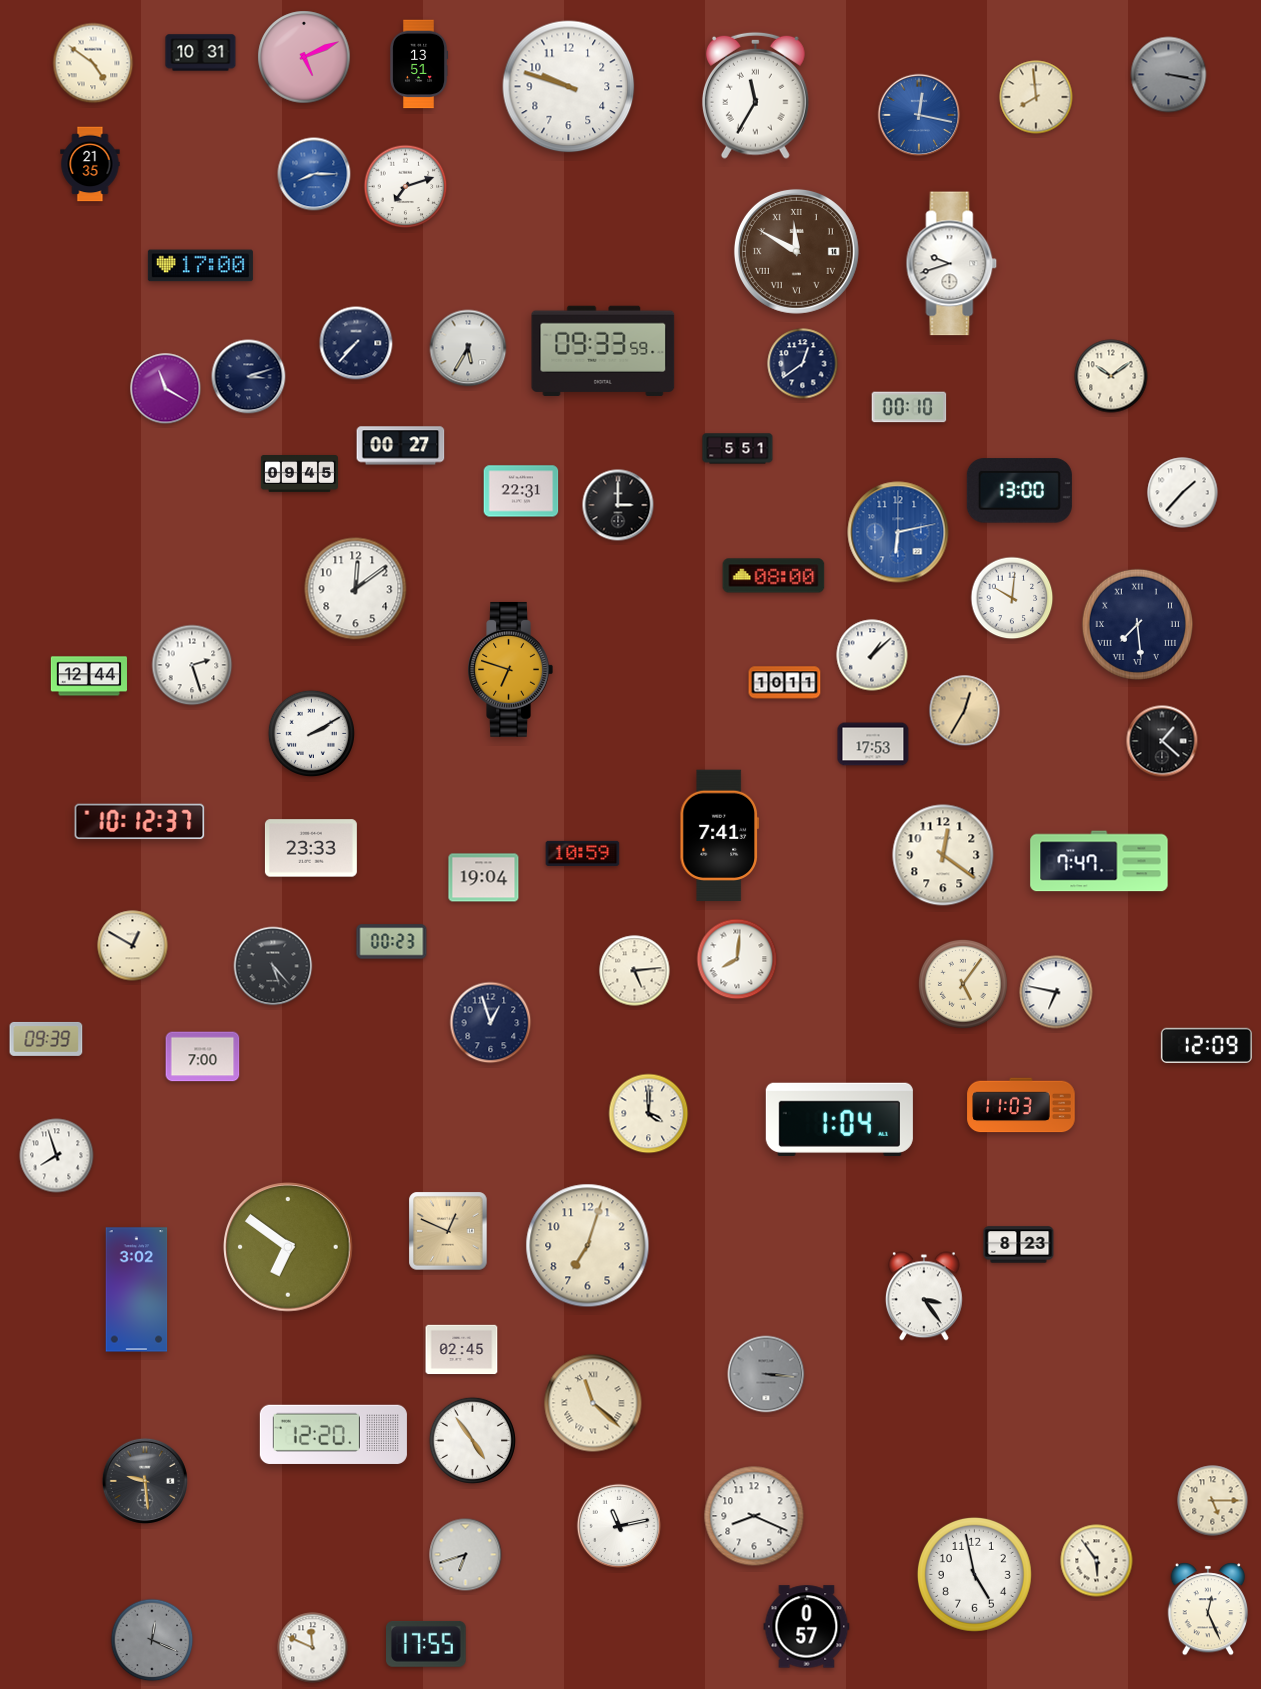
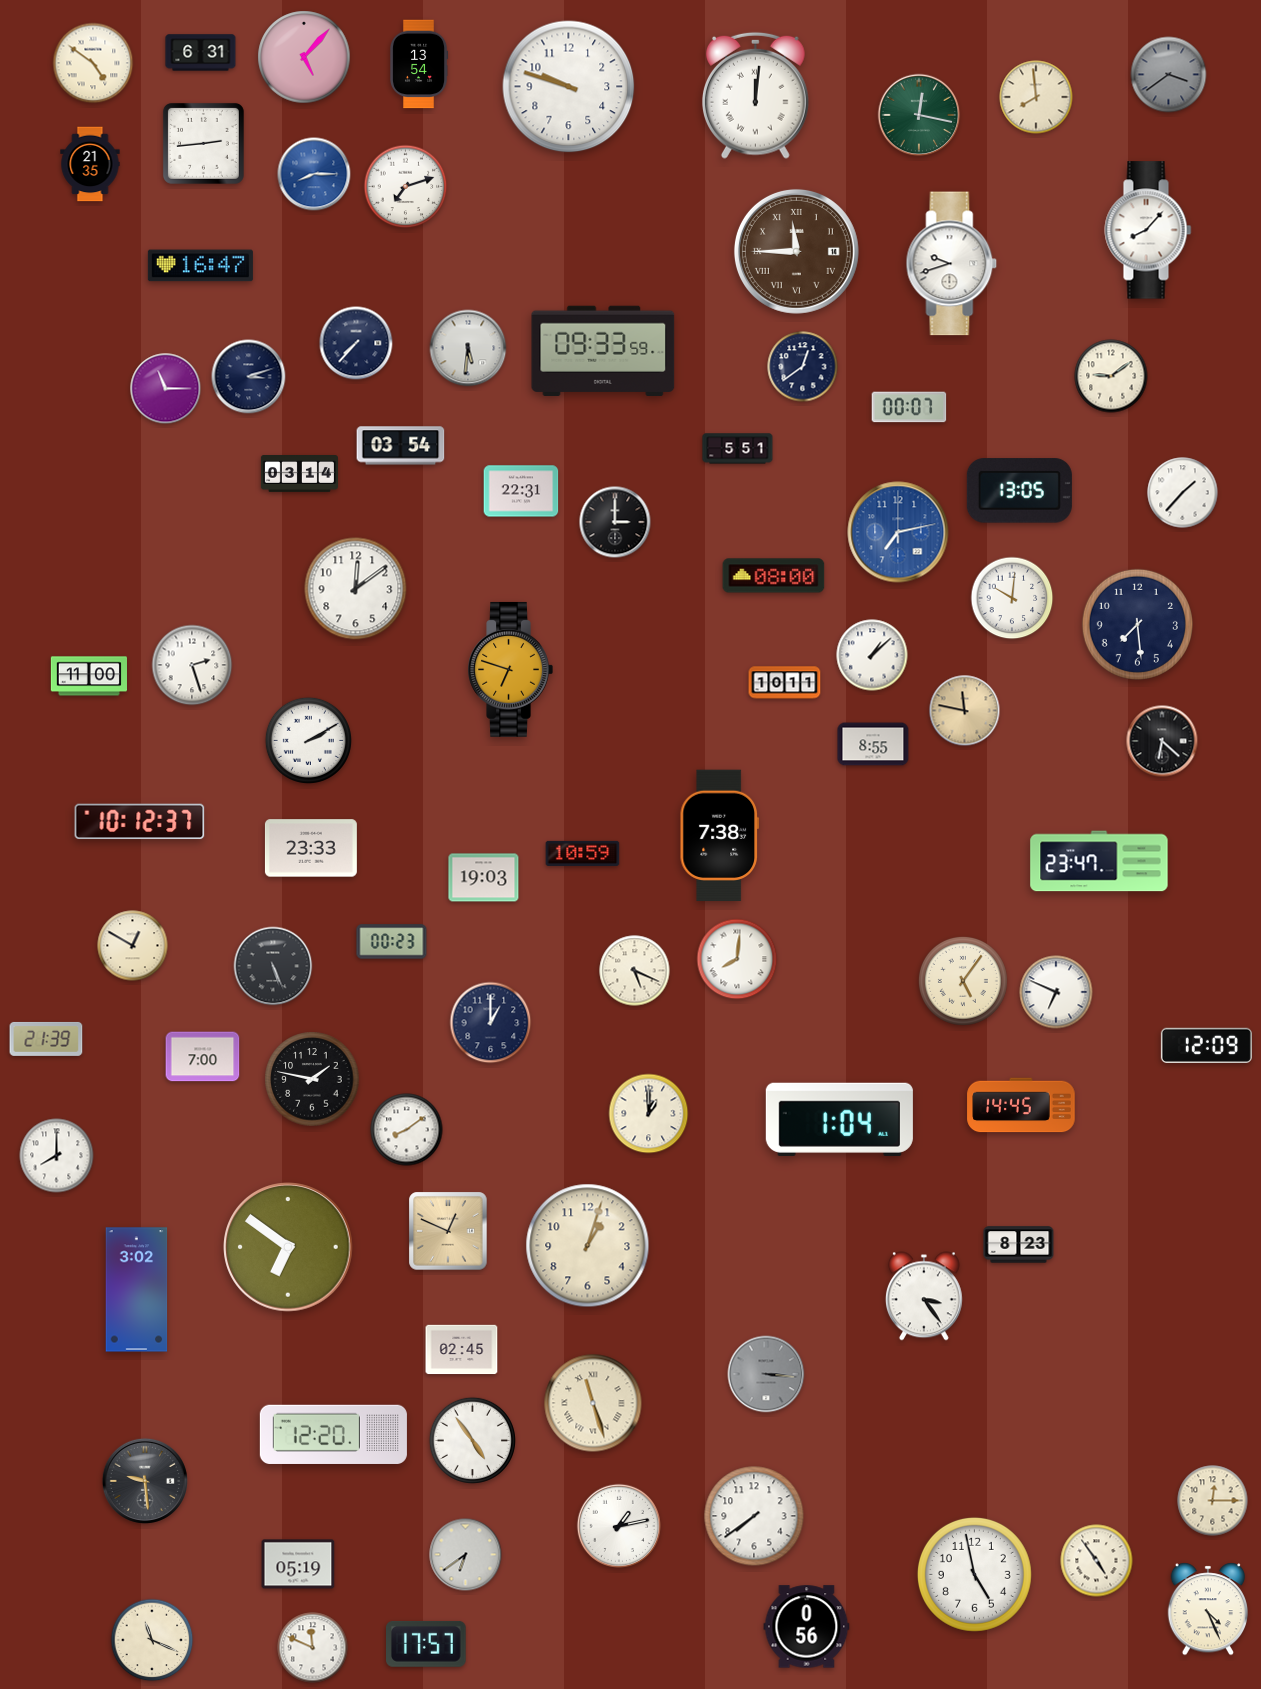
clock at (201, 53): 10:31 -> 6:31
clock at (304, 57): 5:11 -> 5:07
clock at (419, 64): 13:51 -> 13:54
clock at (1169, 75): 3:17 -> 3:39
clock at (756, 95): 11:35 -> 12:01
clock at (919, 115) dial: blue -> green
clock at (203, 143): none -> 2:44
clock at (1148, 230): none -> 8:07
clock at (796, 251): 11:50 -> 11:45
clock at (200, 266): 17:00 -> 16:47
clock at (468, 348): 5:35 -> 5:31
clock at (803, 364) position: (803, 364) -> (803, 367)
clock at (1111, 376): 10:09 -> 9:09
clock at (166, 389): 11:20 -> 11:15
clock at (909, 407): 00:10 -> 00:07
clock at (401, 446): 00:27 -> 03:54
clock at (299, 474): 09:45 -> 03:14
clock at (1019, 491): 13:00 -> 13:05
clock at (618, 505) position: (618, 505) -> (615, 522)
clock at (898, 532): 6:13 -> 7:13
clock at (1137, 624) numerals: Roman -> Arabic
clock at (88, 676): 12:44 -> 11:00
clock at (965, 711): 12:35 -> 11:47
clock at (311, 733) position: (311, 733) -> (308, 740)
clock at (1162, 741): 1:22 -> 6:22
clock at (873, 744): 17:53 -> 8:55
clock at (719, 836): 7:41 -> 7:38
clock at (943, 855): 12:21 -> none
clock at (1099, 861): 7:47 -> 23:47
clock at (484, 878): 19:04 -> 19:03
clock at (273, 966): 5:23 -> 5:26
clock at (635, 971): 5:14 -> 5:19
clock at (963, 984) position: (963, 984) -> (963, 981)
clock at (1056, 992): 6:47 -> 6:49
clock at (491, 1023): 12:57 -> 1:00
clock at (46, 1039): 09:39 -> 21:39
clock at (312, 1079): none -> 1:47
clock at (1021, 1105): 11:03 -> 14:45
clock at (649, 1114): 4:00 -> 1:00
clock at (407, 1130): none -> 8:09
clock at (57, 1156): 7:57 -> 8:00
clock at (588, 1246): 7:03 -> 1:03
clock at (593, 1403): 11:22 -> 11:27
clock at (1213, 1501): 5:15 -> 12:15
clock at (754, 1516): 8:19 -> 7:39
clock at (619, 1526): 11:13 -> 1:13
clock at (466, 1555): 6:42 -> 6:39
clock at (1097, 1561): 5:54 -> 4:54
clock at (298, 1564): none -> 05:19
clock at (1207, 1609): 12:26 -> 4:26
clock at (807, 1627): 0:57 -> 0:56
clock at (152, 1640): 12:19 -> 11:19
clock at (152, 1640) dial: grey -> cream
clock at (427, 1644): 17:55 -> 17:57
